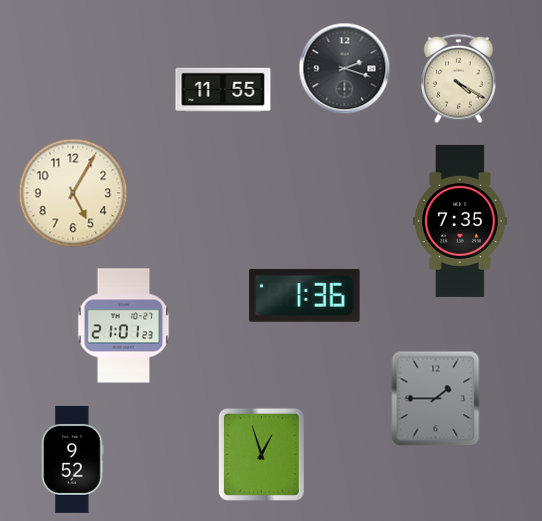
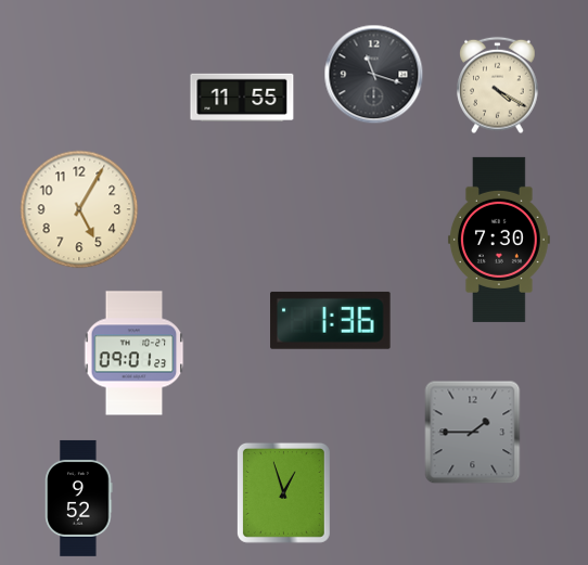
clock at (345, 69): 2:18 -> 11:18
clock at (460, 221): 7:35 -> 7:30
clock at (124, 326): 21:01 -> 09:01
